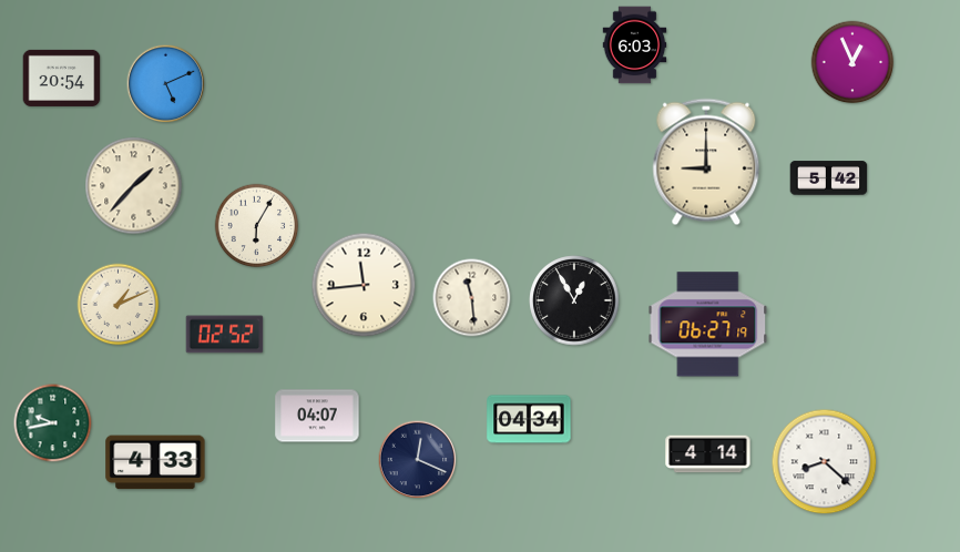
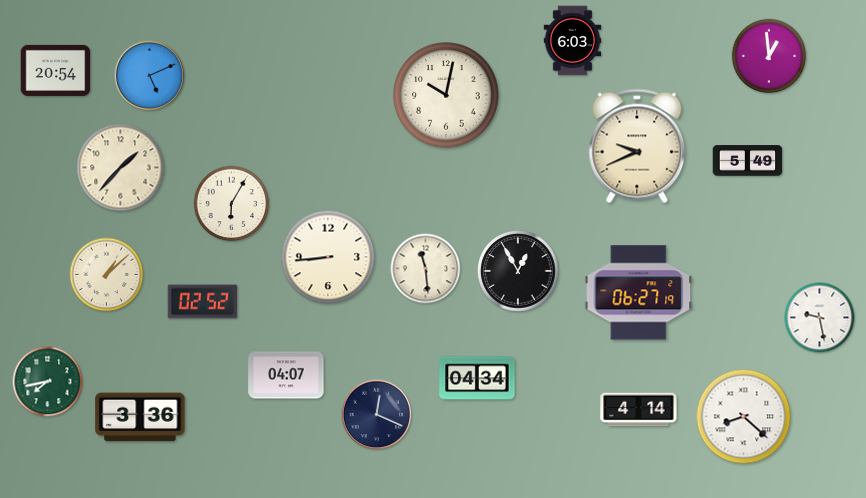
clock at (852, 62): 12:56 -> 12:59
clock at (446, 95): none -> 10:02
clock at (706, 162): 9:00 -> 9:41
clock at (829, 178): 5:42 -> 5:49
clock at (364, 285): 11:44 -> 8:44
clock at (119, 305): 1:11 -> 1:08
clock at (820, 318): none -> 9:28
clock at (53, 423): 9:43 -> 7:43
clock at (155, 462): 4:33 -> 3:36
